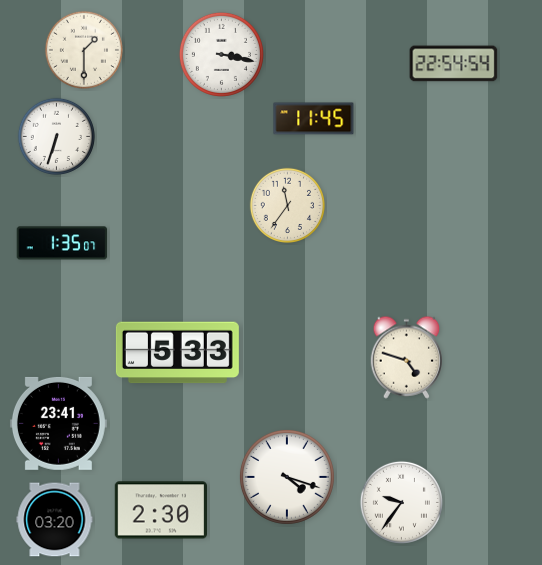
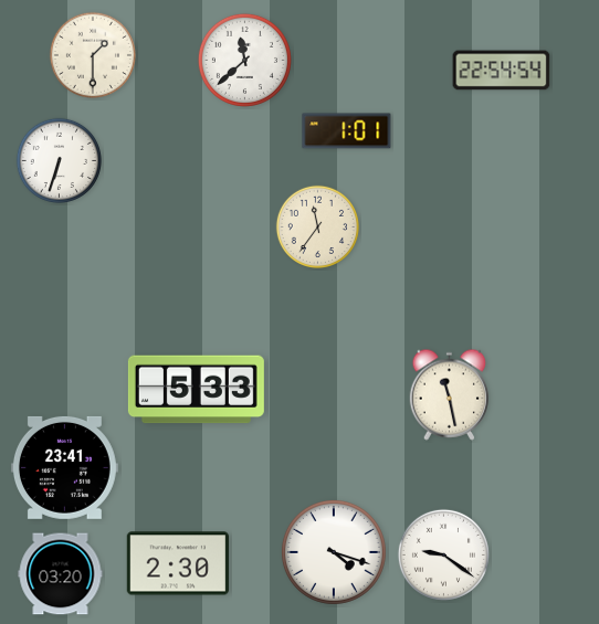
clock at (221, 54): 3:17 -> 11:38
clock at (314, 119): 11:45 -> 1:01
clock at (56, 136) position: (56, 136) -> (59, 160)
clock at (62, 243): 1:35 -> none
clock at (406, 357): 4:48 -> 11:28
clock at (287, 477) position: (287, 477) -> (334, 552)
clock at (401, 502): 9:36 -> 9:21
